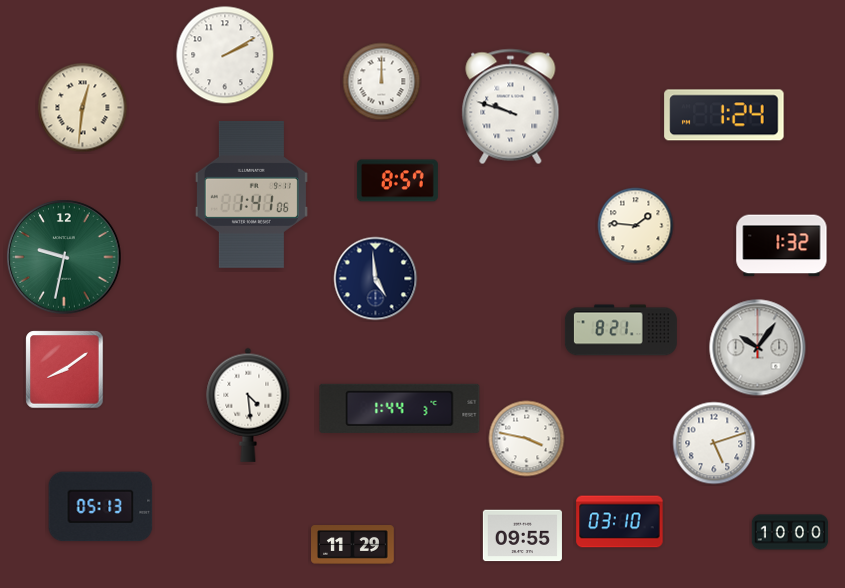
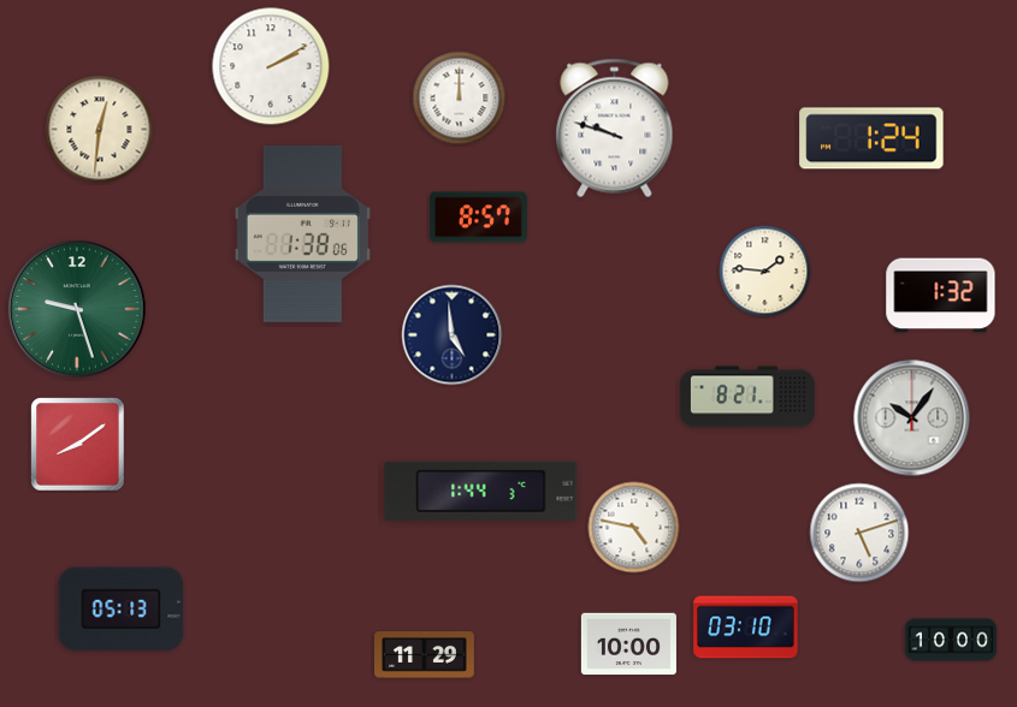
clock at (251, 194): 1:41 -> 1:38
clock at (64, 257): 9:32 -> 9:27
clock at (248, 405): 4:29 -> none
clock at (527, 439): 3:47 -> 4:47
clock at (522, 536): 09:55 -> 10:00
